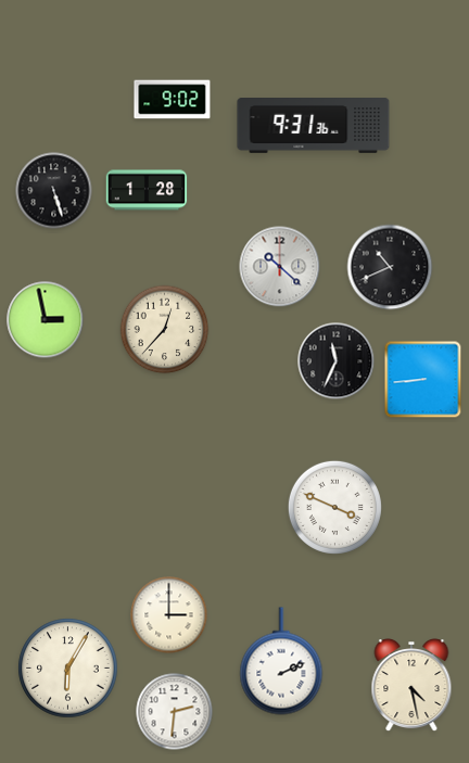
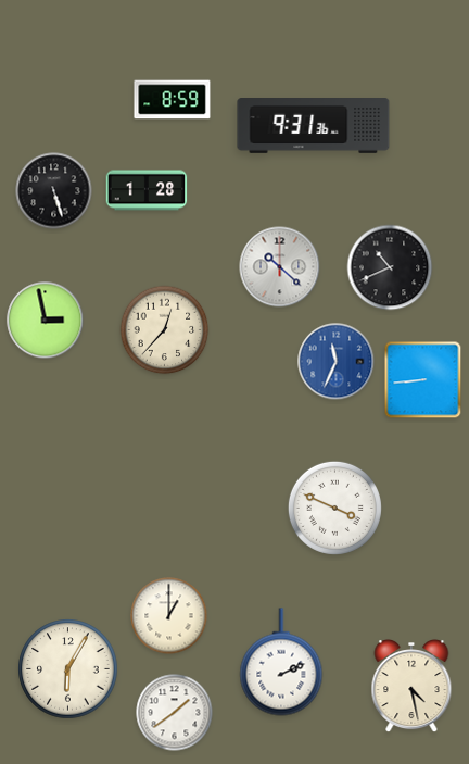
clock at (173, 100): 9:02 -> 8:59
clock at (337, 361) dial: black -> blue
clock at (169, 615): 3:00 -> 1:00
clock at (175, 712): 2:31 -> 1:39
